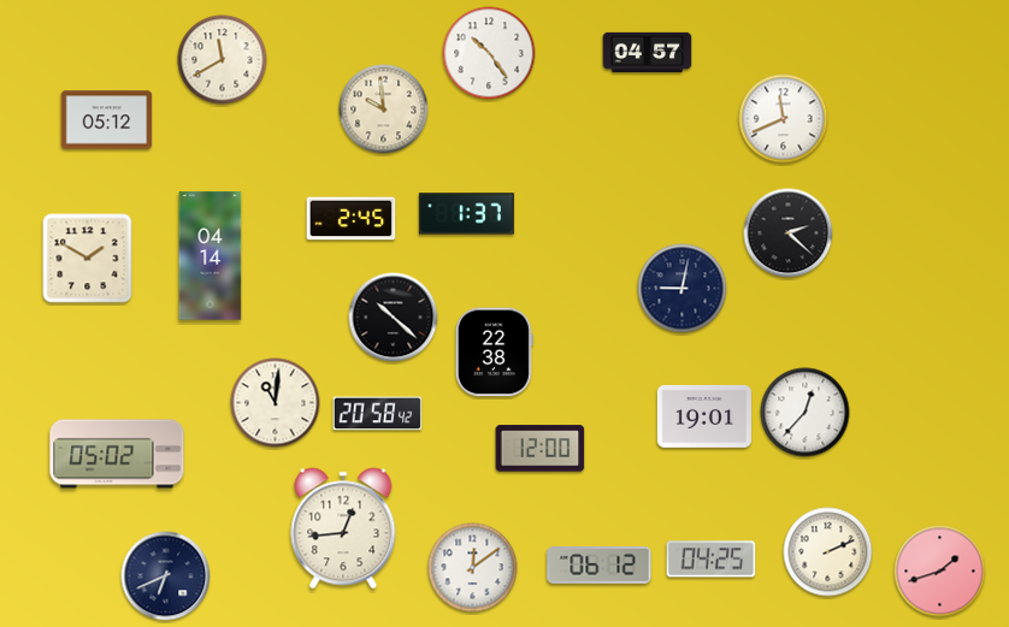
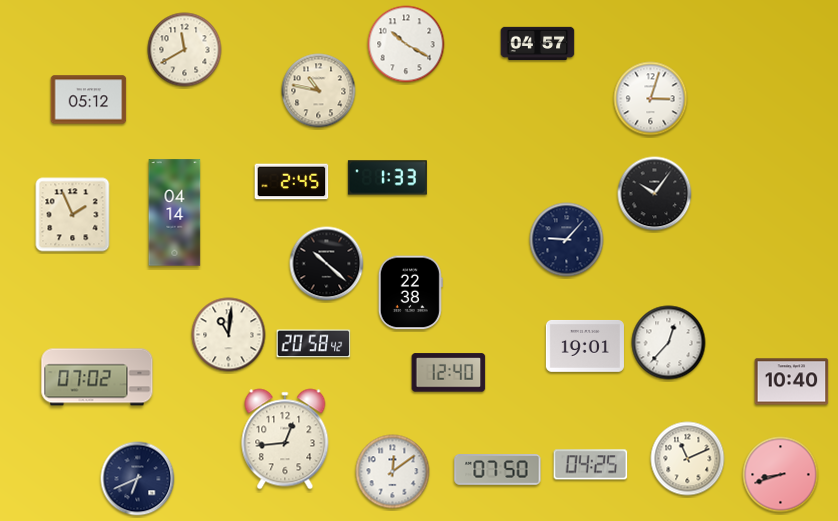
clock at (489, 53): 10:24 -> 10:20
clock at (384, 110): 9:59 -> 10:47
clock at (784, 119): 11:41 -> 3:03
clock at (466, 214): 1:37 -> 1:33
clock at (789, 233): 2:22 -> 10:06
clock at (88, 259): 1:50 -> 1:56
clock at (683, 289): 9:02 -> 9:07
clock at (541, 449): 12:00 -> 12:40
clock at (117, 454): 05:02 -> 07:02
clock at (792, 382): none -> 10:40
clock at (828, 552): 2:11 -> 11:11
clock at (600, 566): 06:12 -> 07:50
clock at (940, 572): 1:42 -> 8:42
